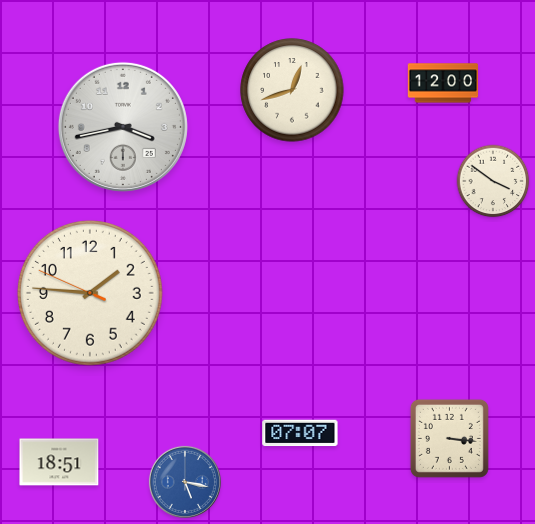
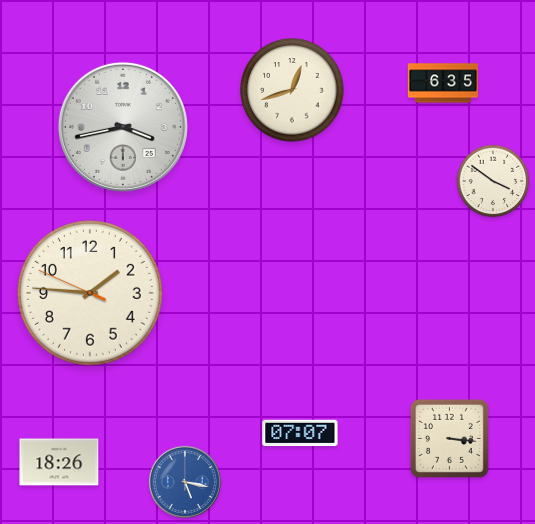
clock at (443, 83): 12:00 -> 6:35
clock at (59, 462): 18:51 -> 18:26
